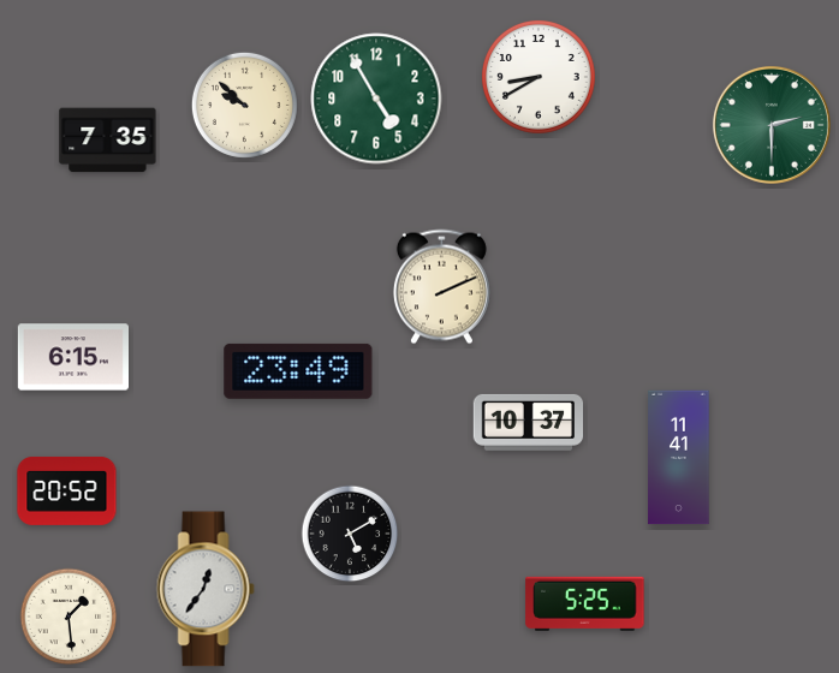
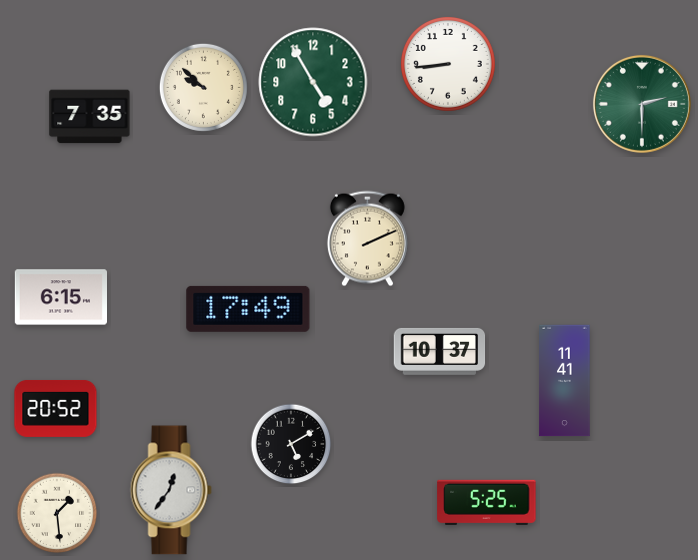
clock at (538, 77): 8:40 -> 8:44
clock at (298, 371): 23:49 -> 17:49
